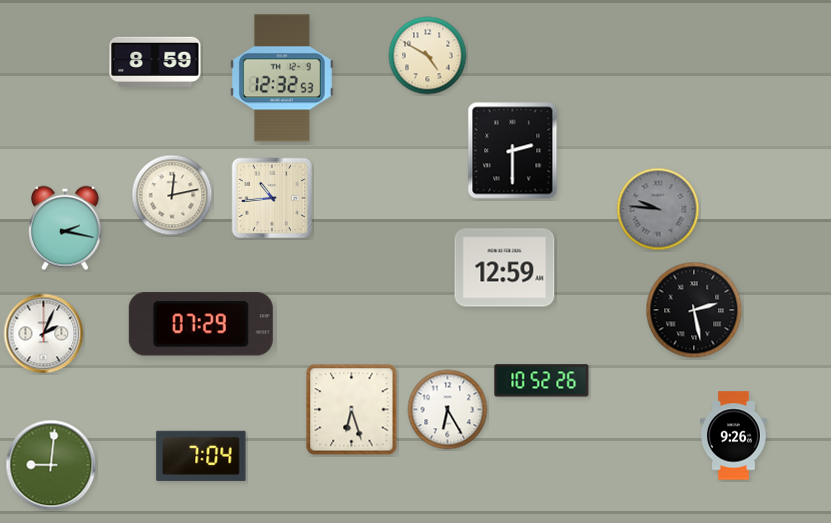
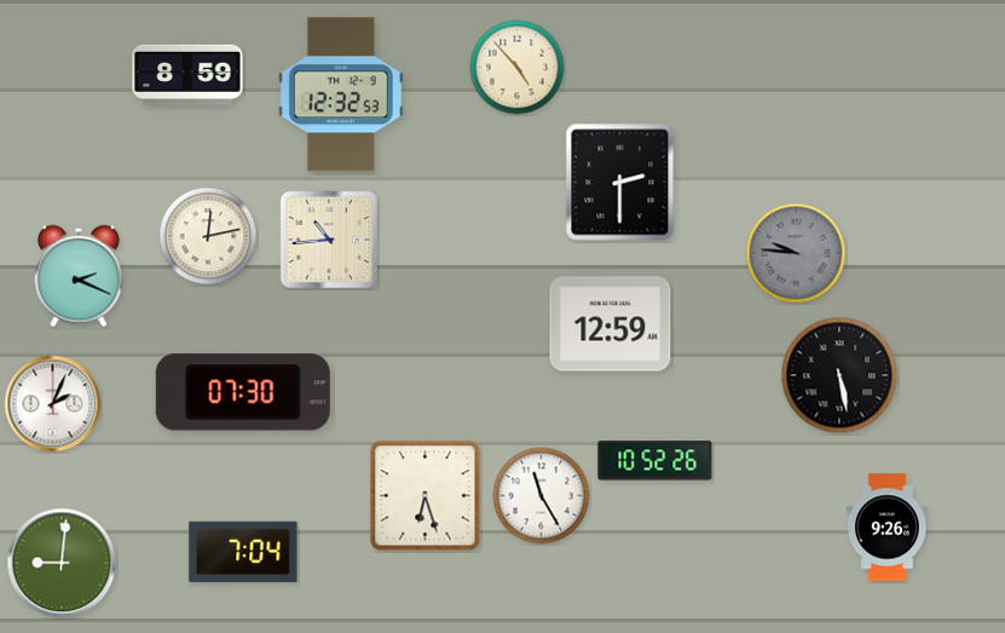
clock at (428, 56): 4:50 -> 4:53
clock at (66, 228): 2:17 -> 2:19
clock at (694, 310): 2:28 -> 5:28
clock at (201, 324): 07:29 -> 07:30
clock at (448, 410): 6:25 -> 11:25
